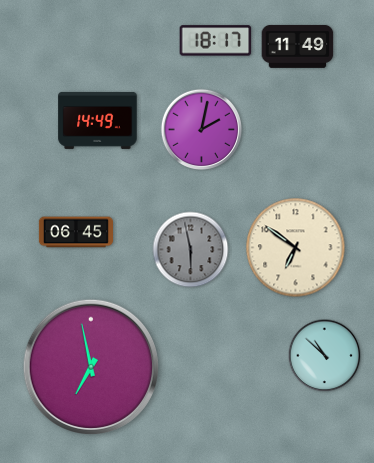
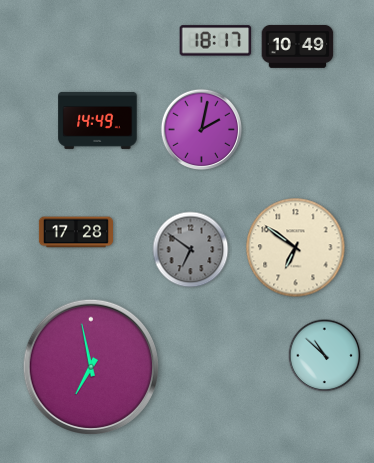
clock at (298, 46): 11:49 -> 10:49
clock at (75, 232): 06:45 -> 17:28
clock at (191, 250): 5:58 -> 6:51
